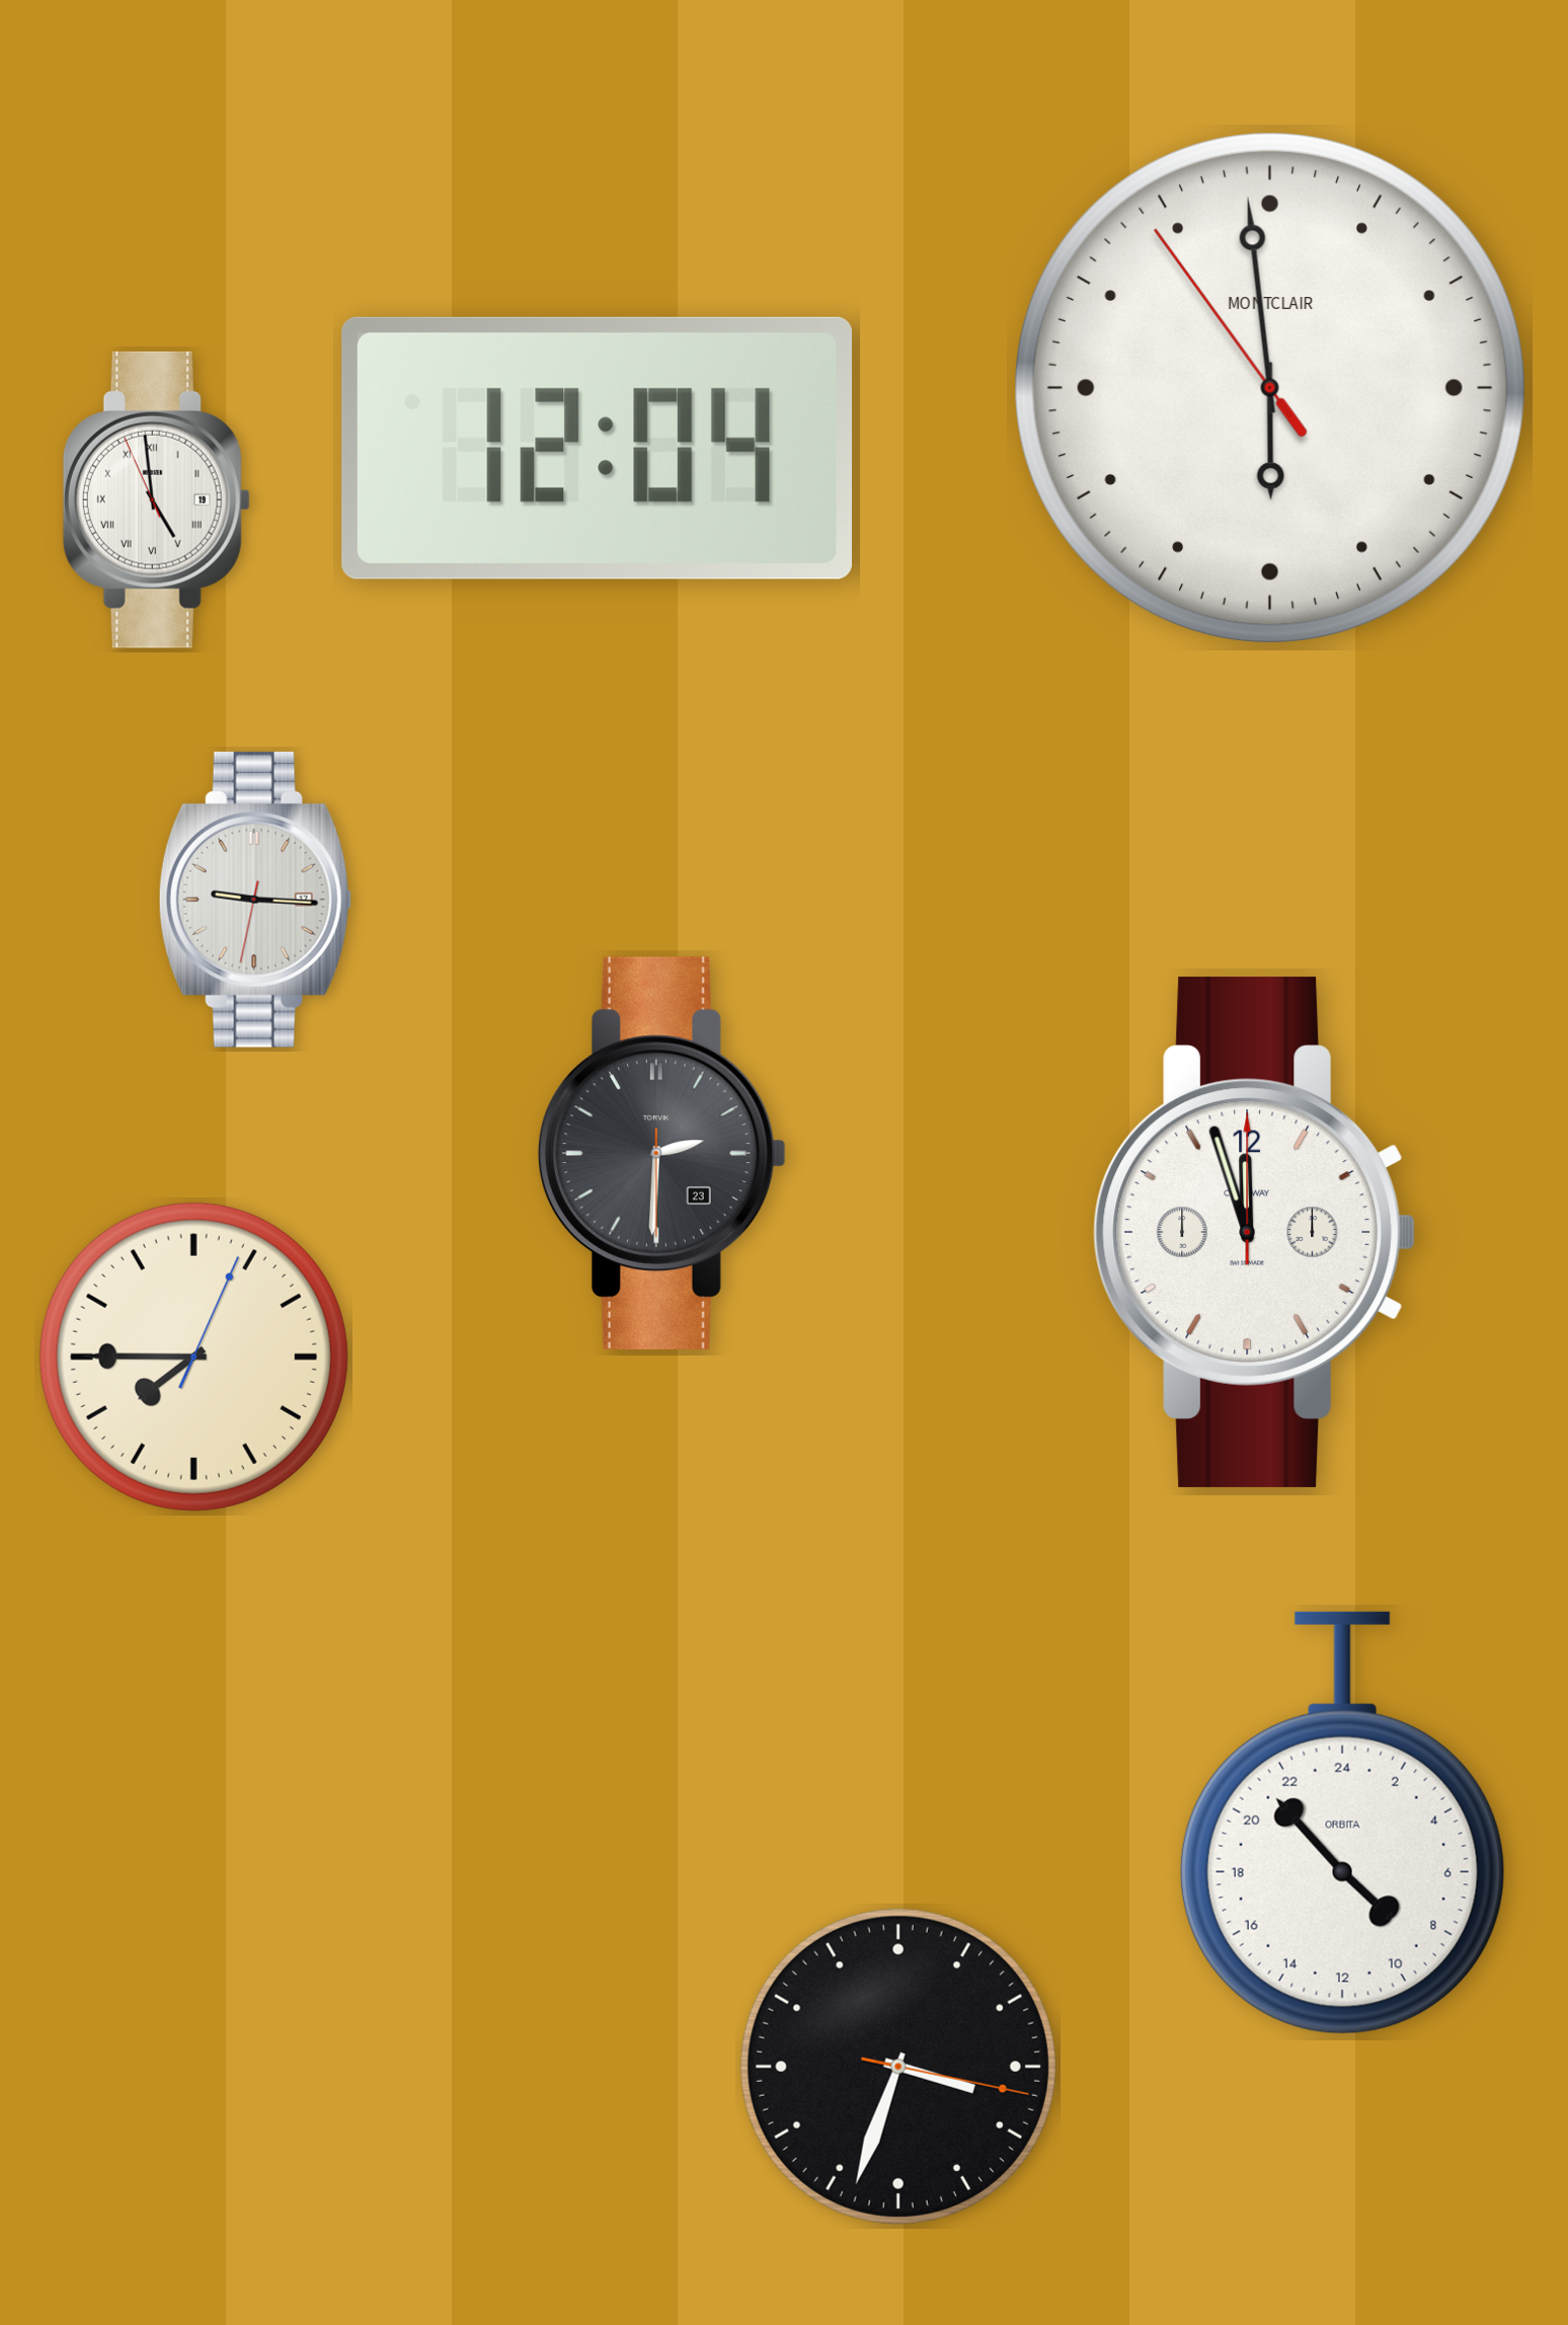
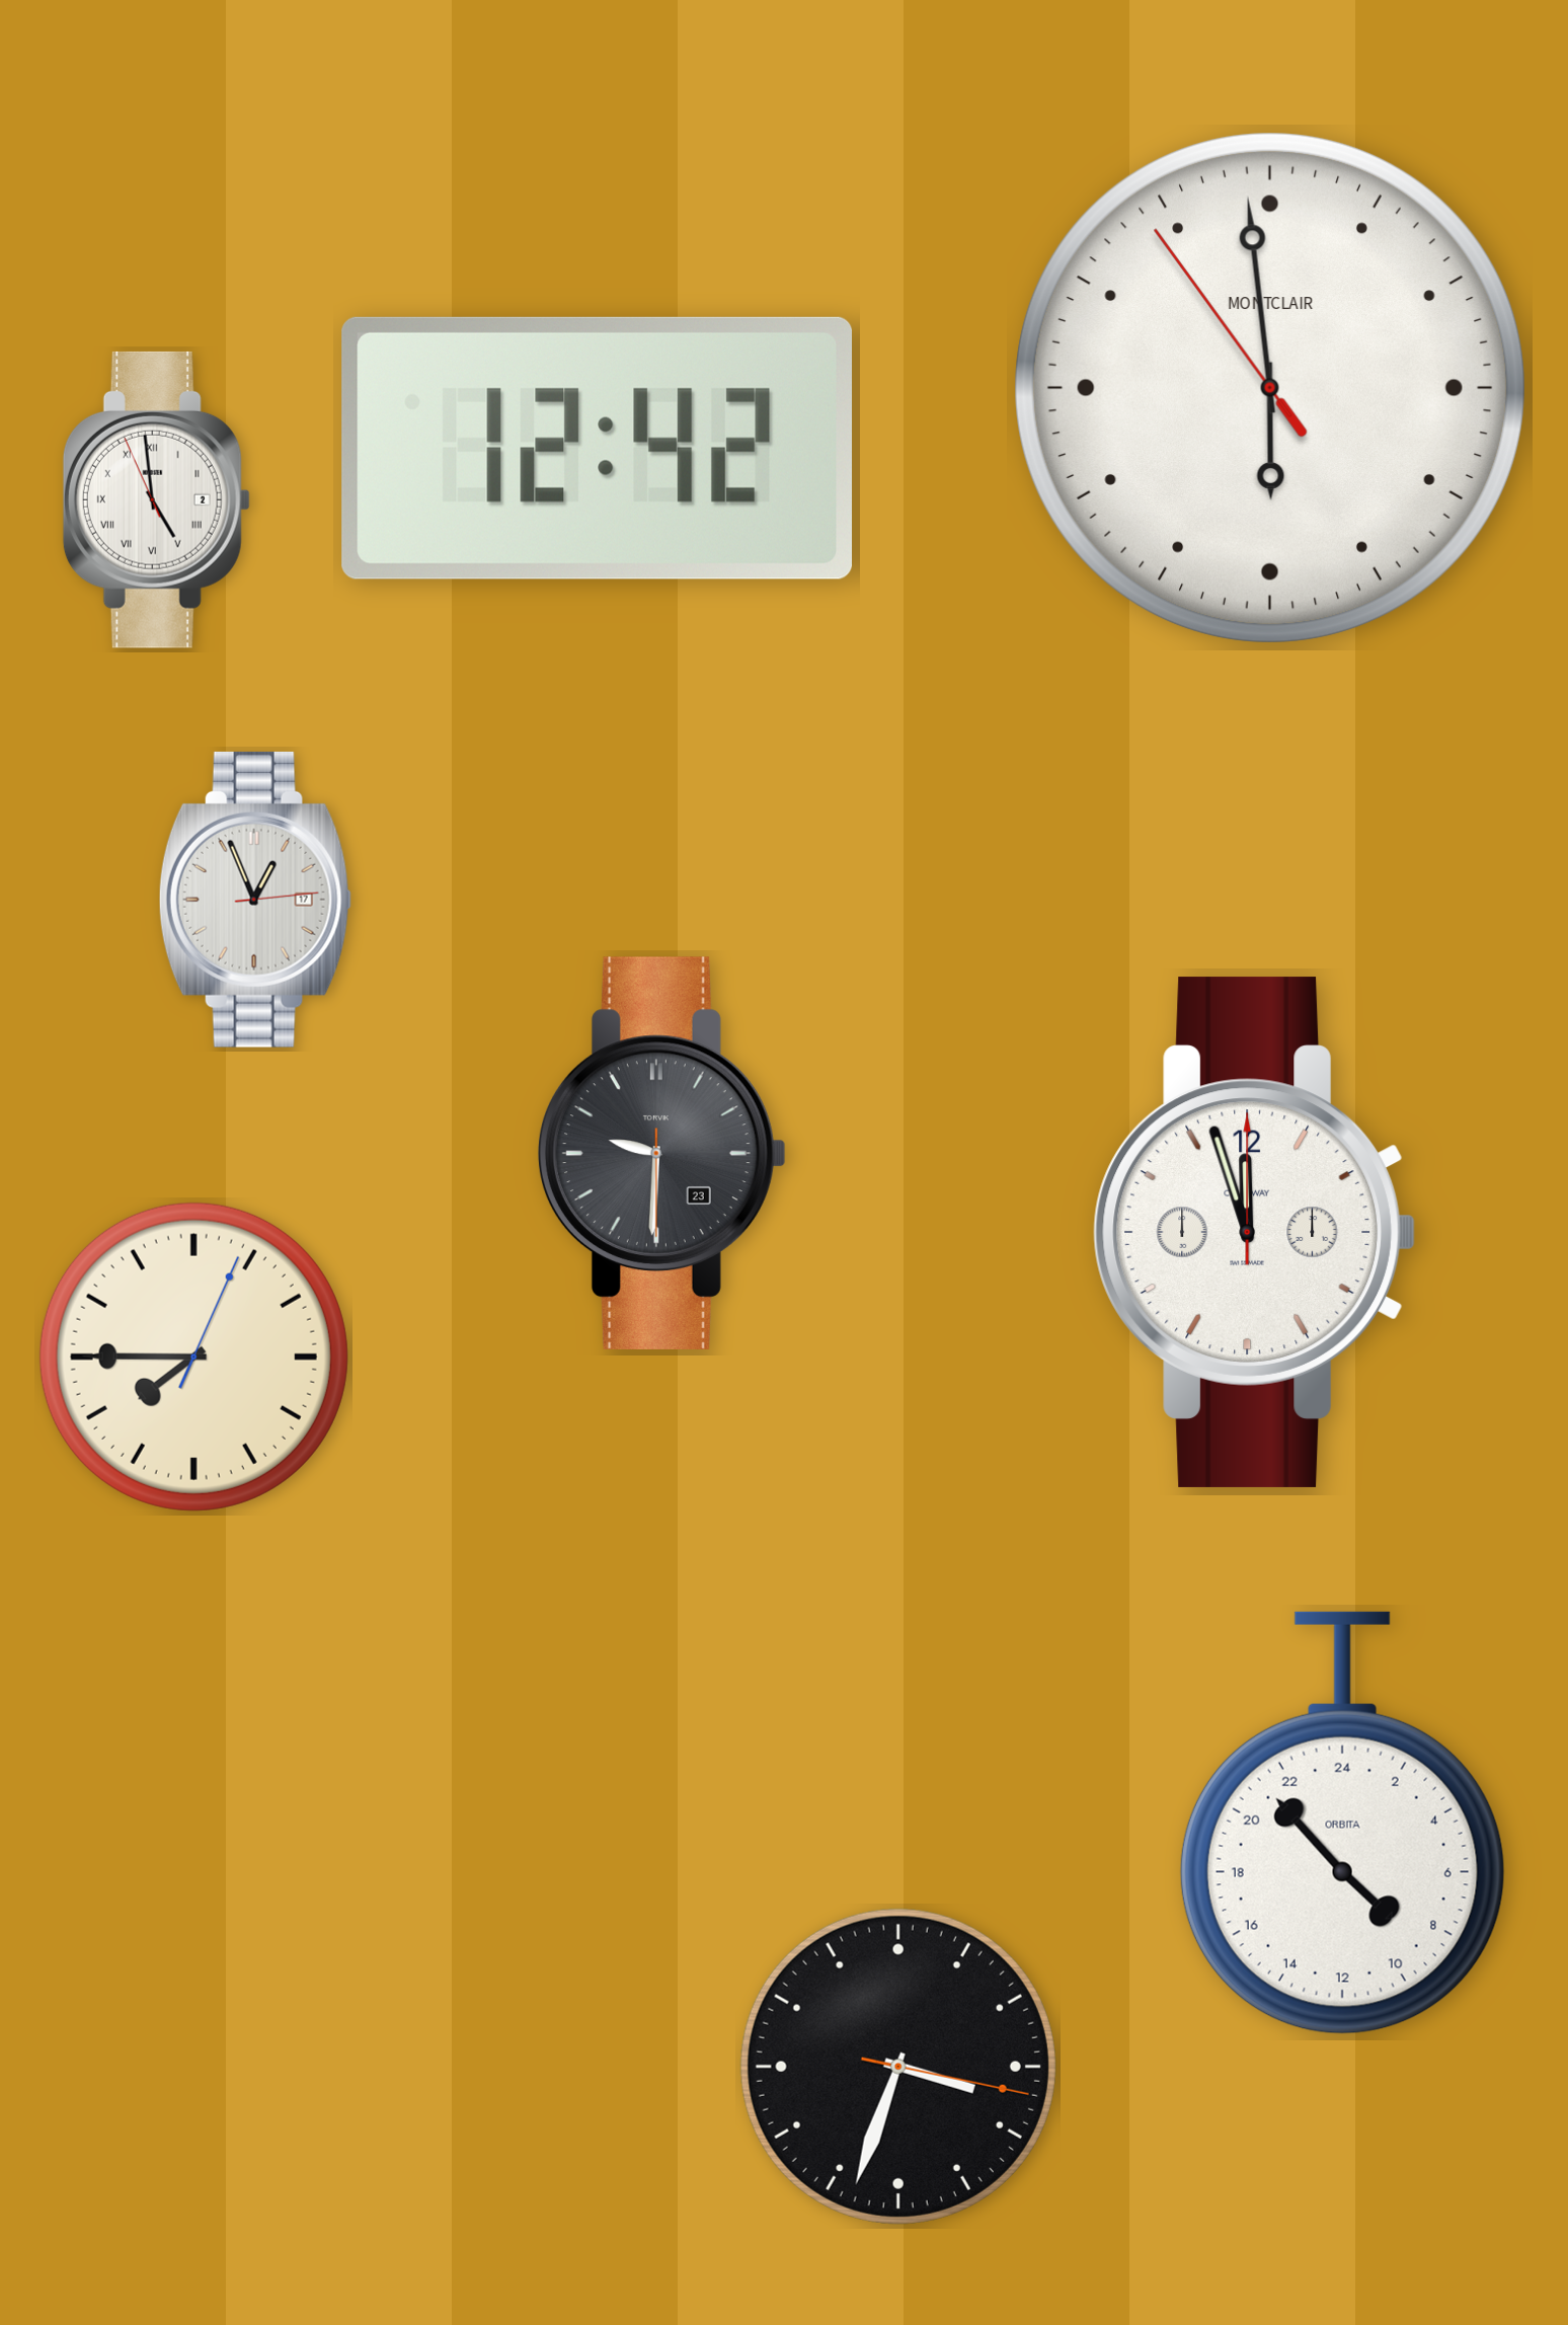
clock at (597, 448): 12:04 -> 12:42
clock at (156, 499) date: 19 -> 2
clock at (255, 900): 9:15 -> 12:56
clock at (661, 1153): 2:30 -> 9:30
